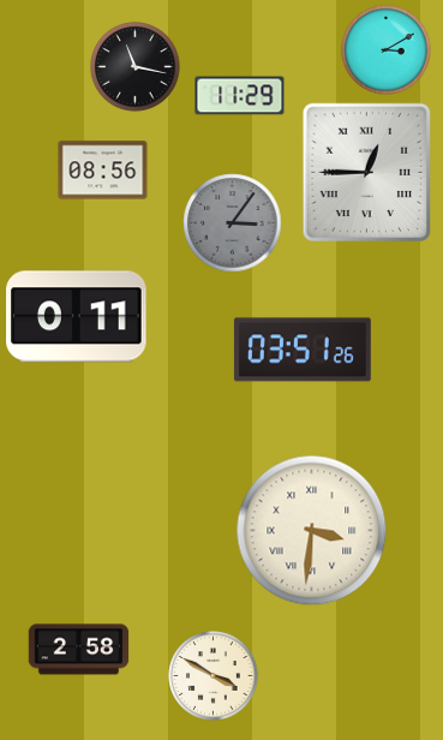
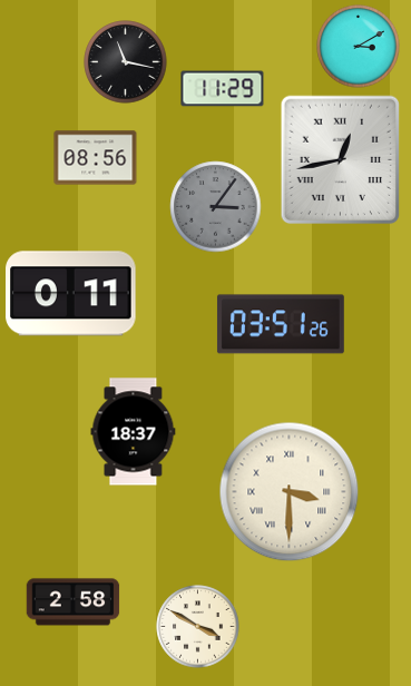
clock at (367, 173): 12:45 -> 12:43
clock at (134, 432): none -> 18:37
clock at (312, 531): 3:31 -> 3:30
